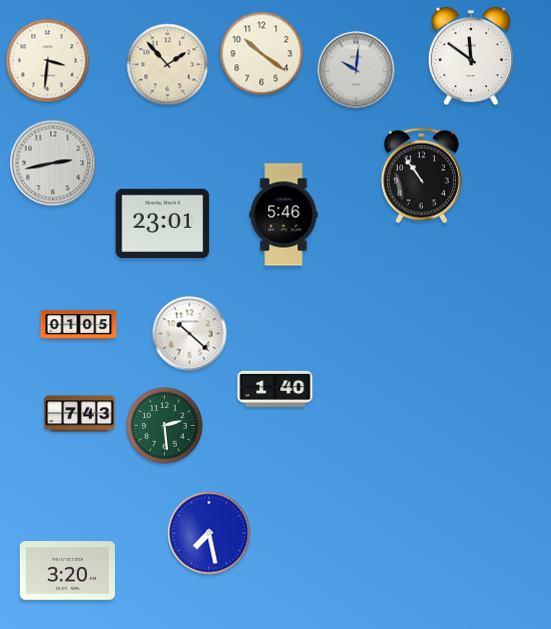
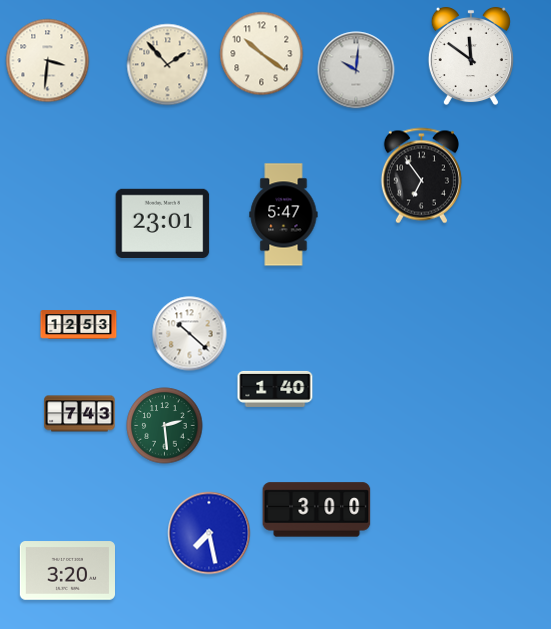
clock at (53, 163): 2:43 -> none
clock at (421, 176): 10:54 -> 6:54
clock at (284, 215): 5:46 -> 5:47
clock at (79, 325): 01:05 -> 12:53
clock at (317, 510): none -> 3:00
